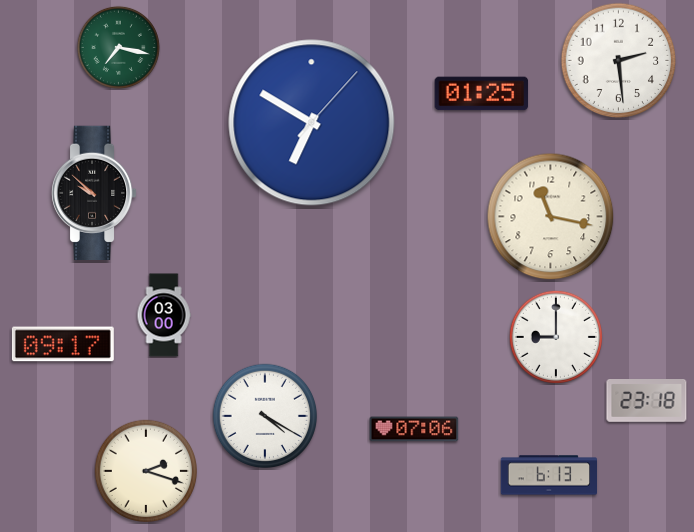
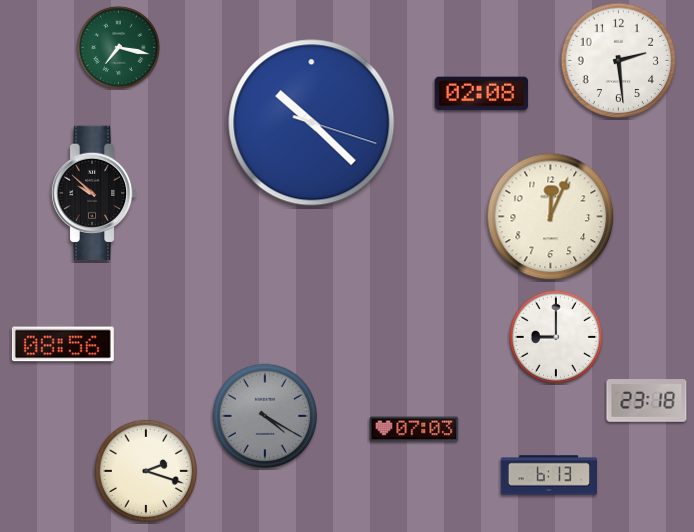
clock at (482, 94): 01:25 -> 02:08
clock at (312, 123): 6:50 -> 10:22
clock at (551, 217): 11:17 -> 12:04
clock at (164, 315): 03:00 -> none
clock at (63, 344): 09:17 -> 08:56
clock at (265, 416) dial: white -> grey
clock at (414, 429): 07:06 -> 07:03
